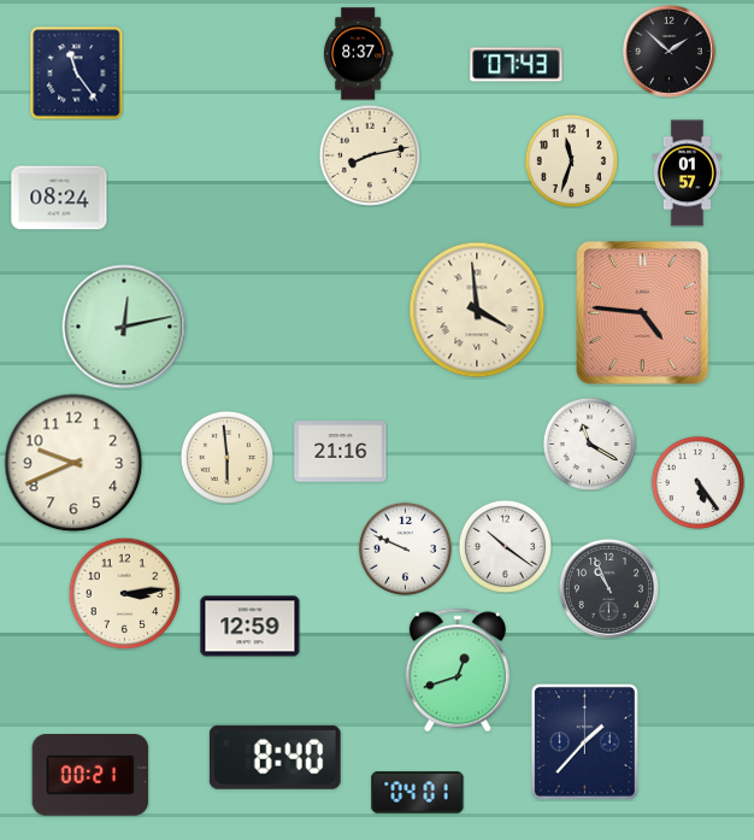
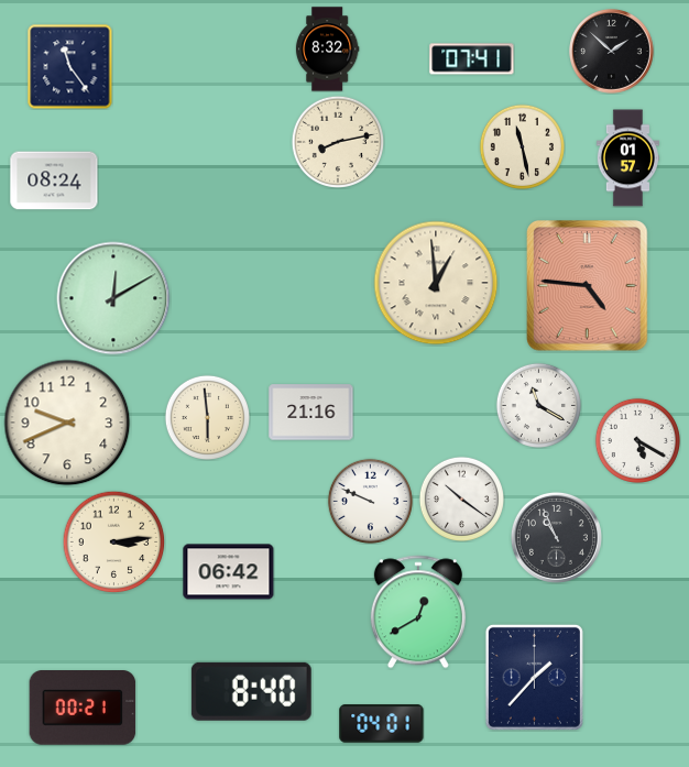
clock at (670, 52) position: (670, 52) -> (612, 52)
clock at (358, 54): 8:37 -> 8:32
clock at (517, 65): 07:43 -> 07:41
clock at (571, 160): 11:33 -> 11:28
clock at (477, 310): 3:59 -> 12:59
clock at (124, 327): 12:13 -> 12:10
clock at (697, 482): 5:24 -> 5:20
clock at (251, 627): 12:59 -> 06:42
clock at (458, 670): 12:42 -> 12:40
